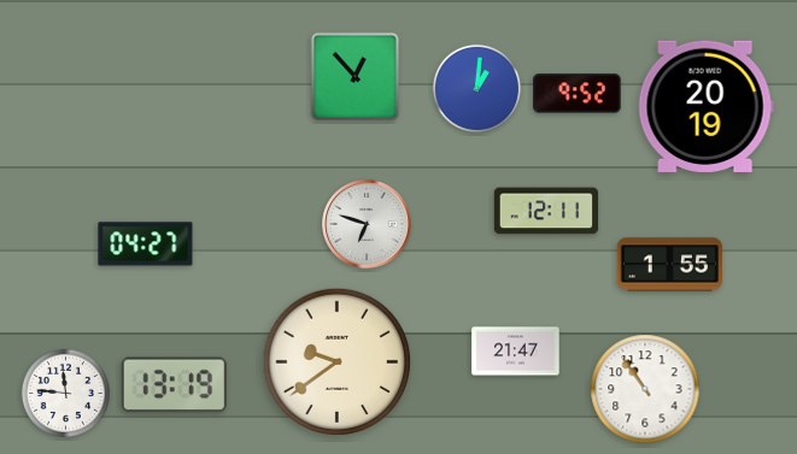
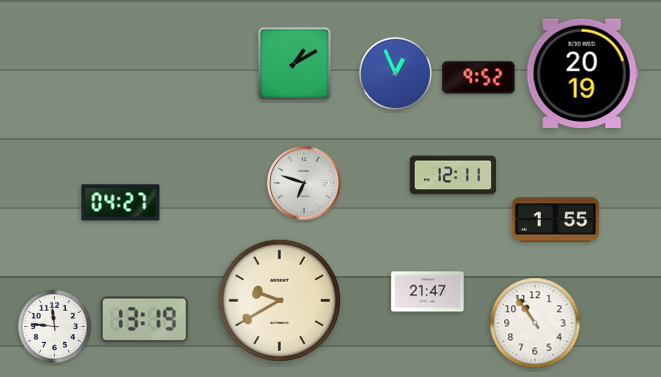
clock at (356, 77): 12:53 -> 1:10
clock at (476, 88): 1:01 -> 12:56
clock at (705, 106) position: (705, 106) -> (582, 73)
clock at (367, 224) position: (367, 224) -> (304, 183)
clock at (336, 361): 9:39 -> 9:40
